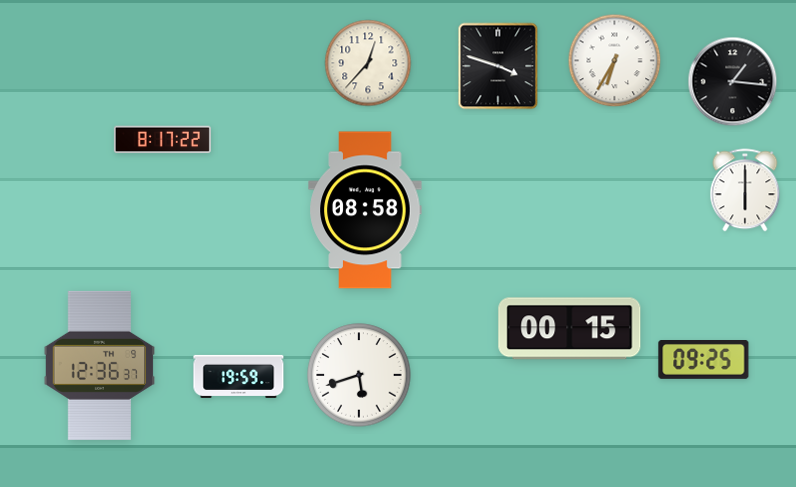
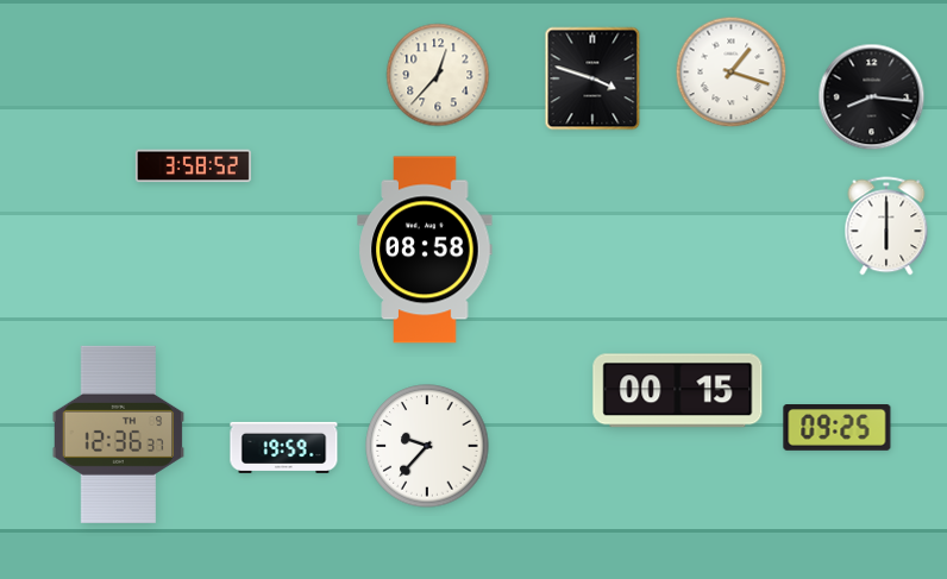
clock at (615, 61): 6:35 -> 1:18
clock at (733, 82): 1:16 -> 8:16
clock at (162, 140): 8:17 -> 3:58
clock at (365, 210) position: (365, 210) -> (425, 250)
clock at (359, 375): 5:42 -> 9:37
